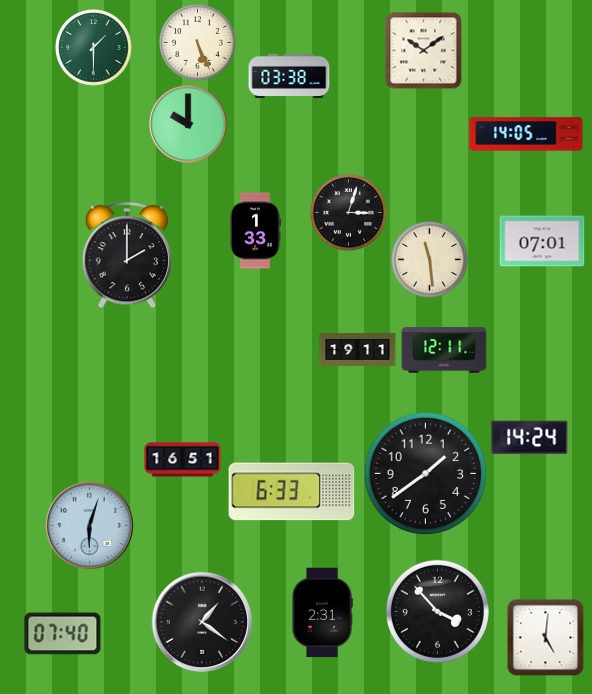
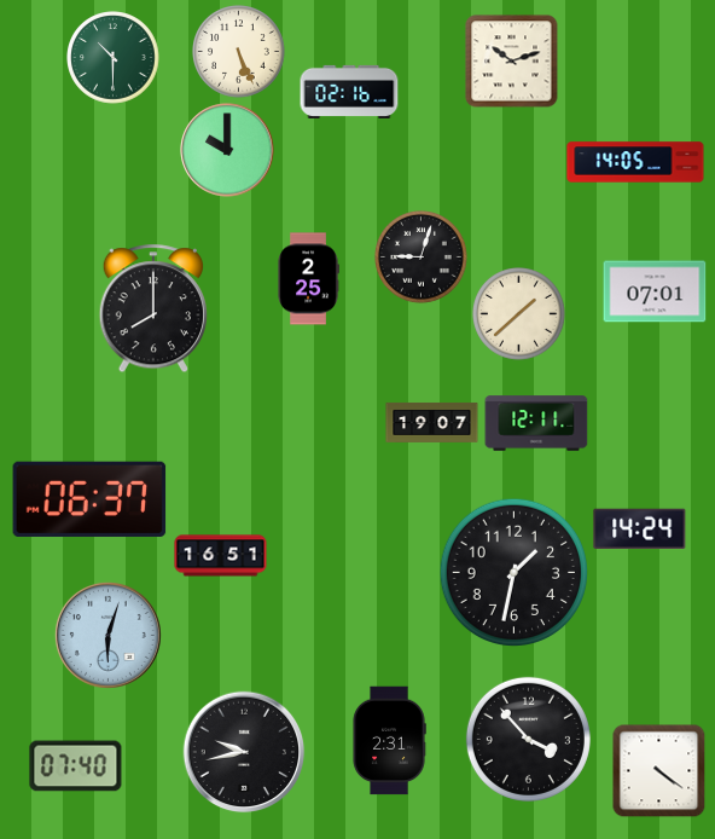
clock at (94, 48): 1:30 -> 10:30
clock at (424, 51): 10:09 -> 10:12
clock at (289, 76): 03:38 -> 02:16
clock at (349, 213): 3:03 -> 9:03
clock at (255, 231): 1:33 -> 2:25
clock at (126, 256): 2:00 -> 8:00
clock at (430, 260): 11:29 -> 1:38
clock at (358, 349): 19:11 -> 19:07
clock at (89, 499): none -> 06:37
clock at (425, 473): 1:39 -> 1:32
clock at (292, 492): 6:33 -> none
clock at (202, 622): 1:21 -> 9:43
clock at (545, 637): 5:01 -> 4:21
